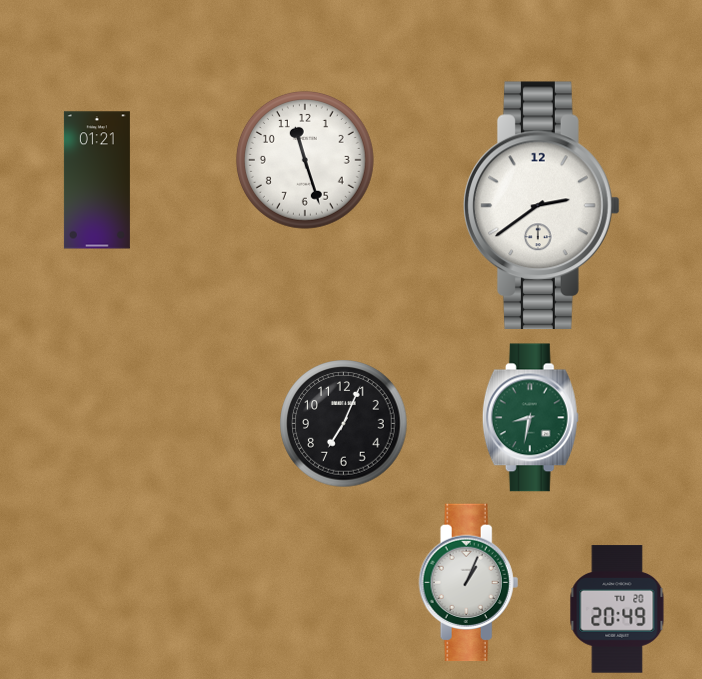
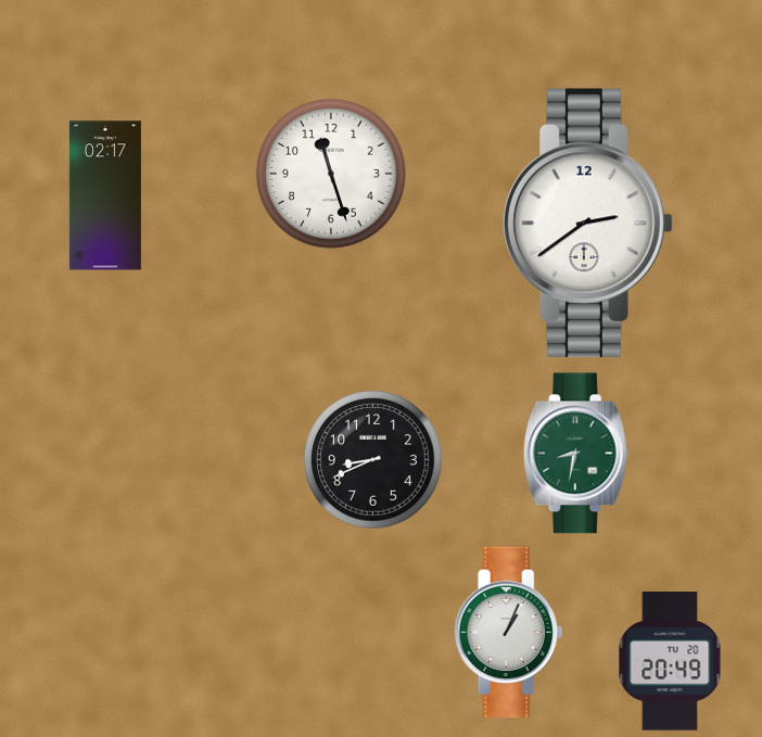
clock at (97, 180): 01:21 -> 02:17
clock at (344, 424): 7:04 -> 8:41
